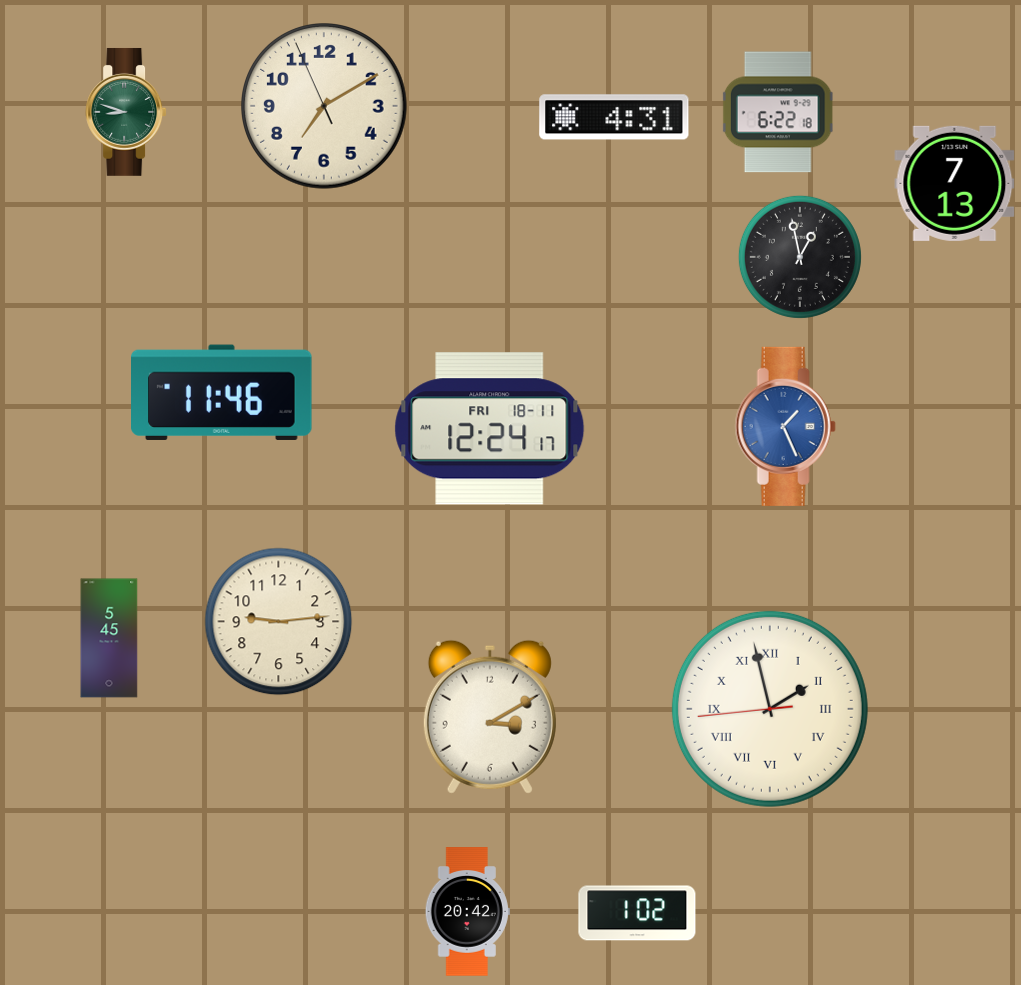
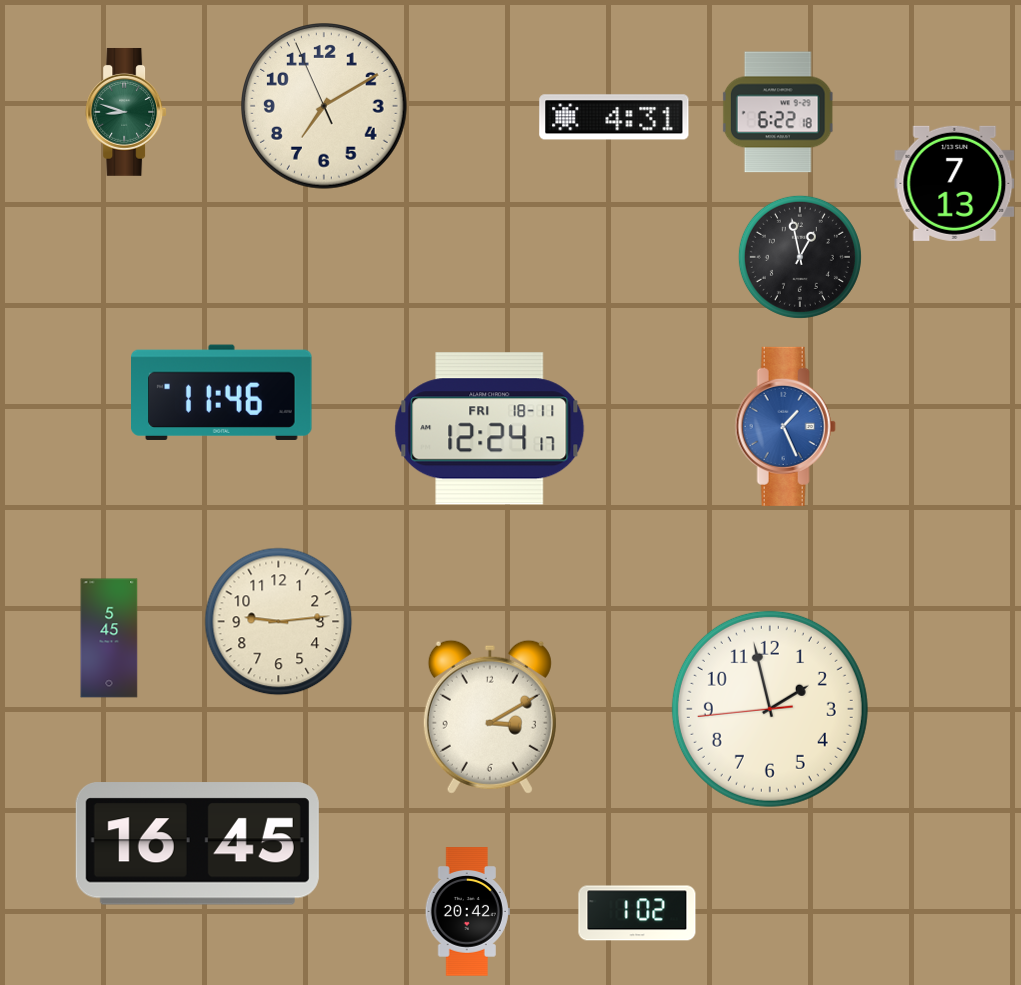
clock at (770, 709) numerals: Roman -> Arabic
clock at (197, 844): none -> 16:45
